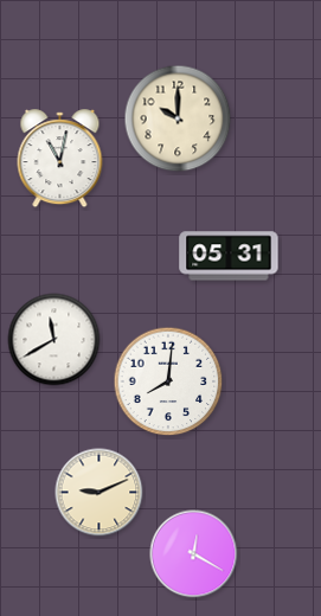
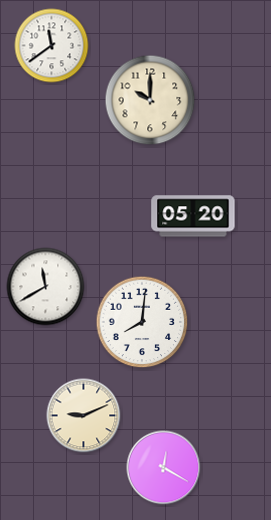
clock at (52, 46): none -> 11:39
clock at (60, 159): 11:02 -> none
clock at (229, 256): 05:31 -> 05:20
